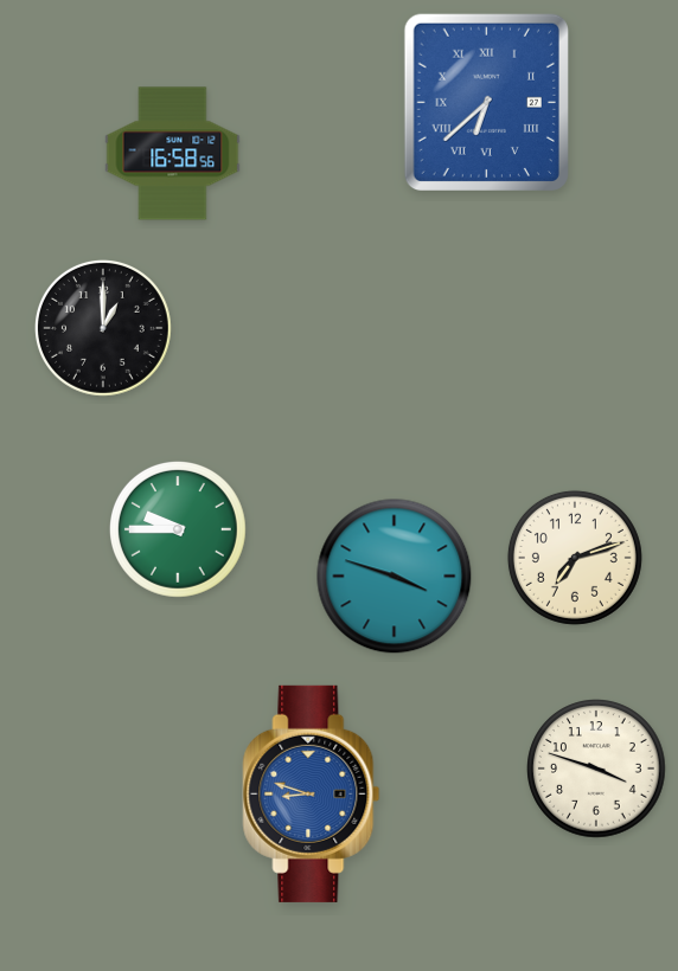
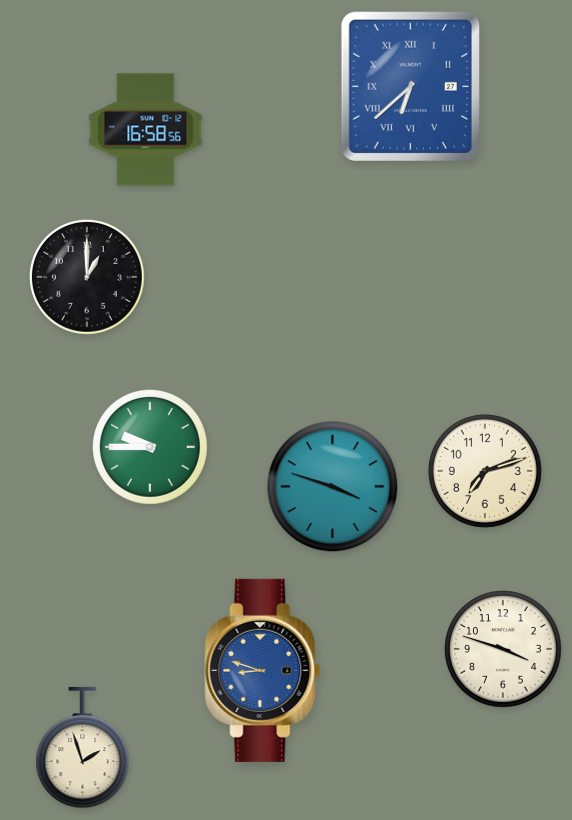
clock at (83, 748): none -> 1:57
